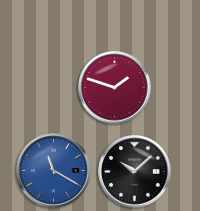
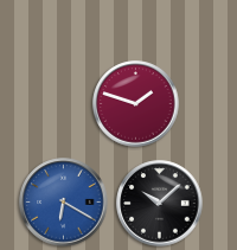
clock at (54, 171): 11:20 -> 6:20
